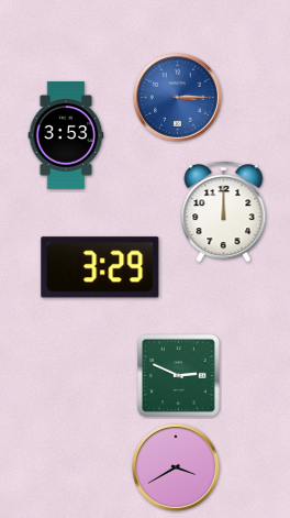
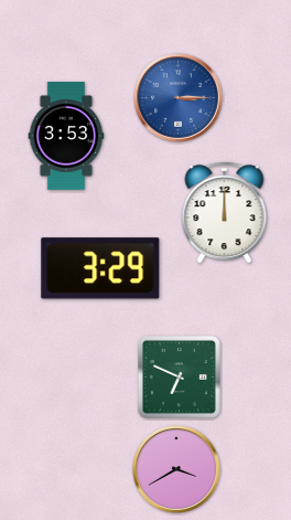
clock at (178, 375): 2:49 -> 6:49
